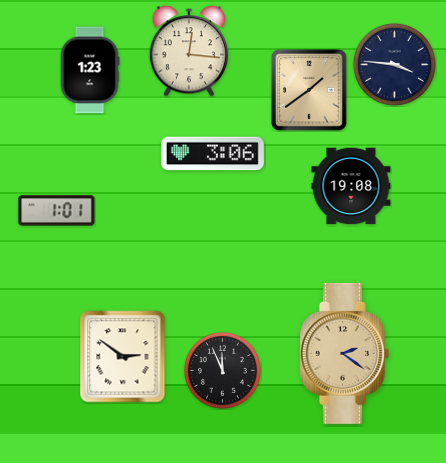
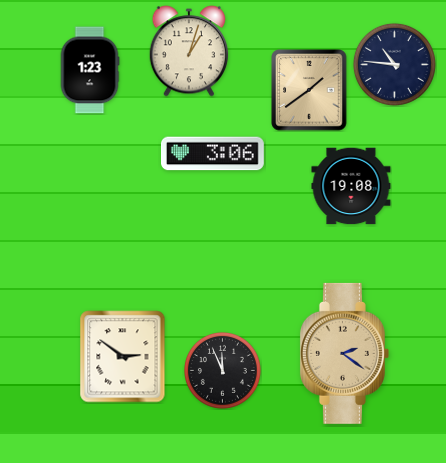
clock at (189, 51): 12:16 -> 1:03
clock at (394, 64): 3:46 -> 10:46
clock at (57, 211): 1:01 -> none
